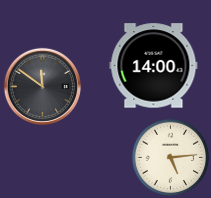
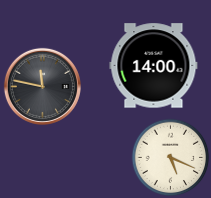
clock at (42, 86): 11:51 -> 11:47
clock at (170, 157): 5:14 -> 5:19
